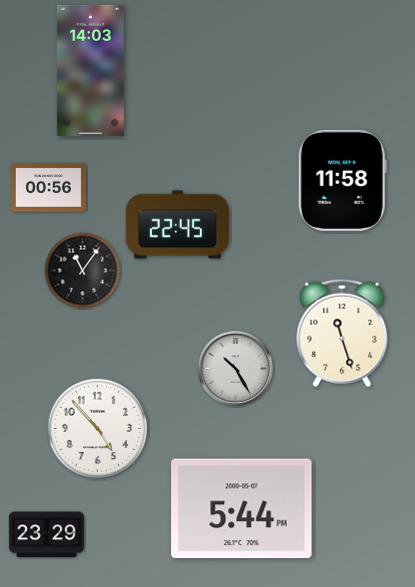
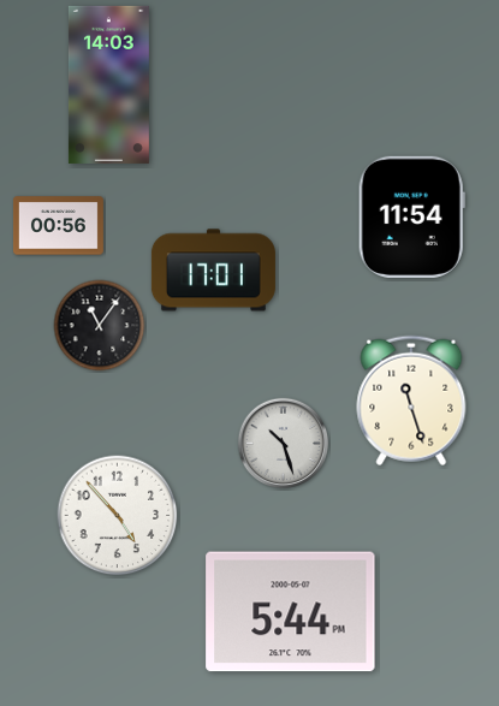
clock at (342, 180): 11:58 -> 11:54
clock at (177, 225): 22:45 -> 17:01
clock at (236, 369): 10:25 -> 10:27
clock at (46, 535): 23:29 -> none
